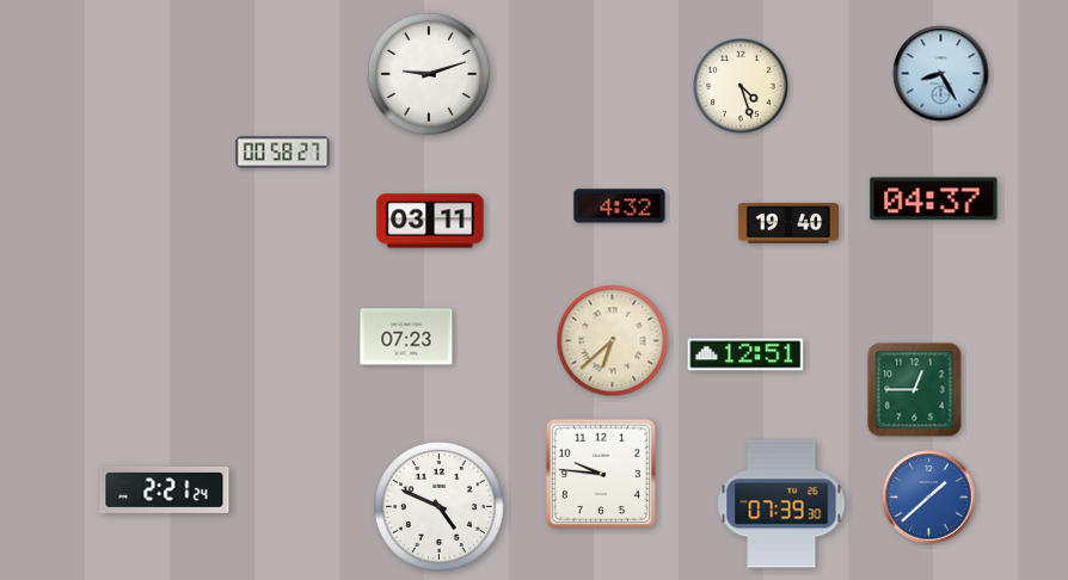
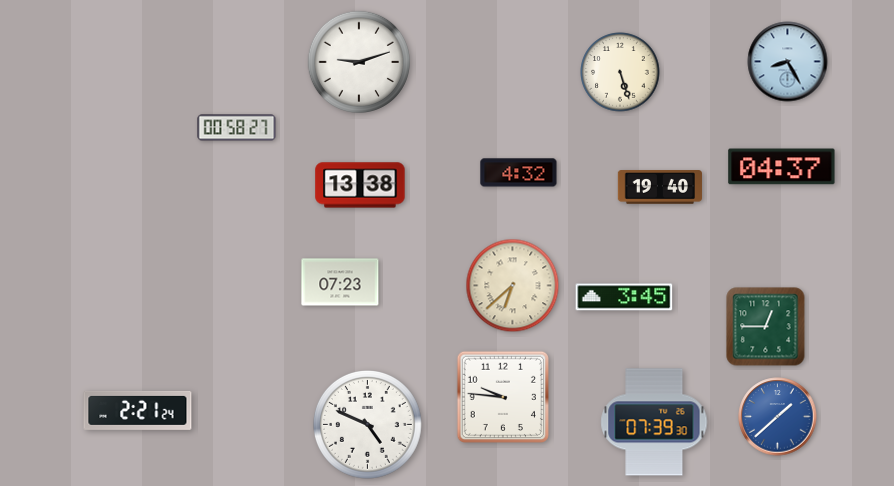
clock at (741, 86): 4:27 -> 5:27
clock at (430, 221): 03:11 -> 13:38
clock at (745, 354): 12:51 -> 3:45
